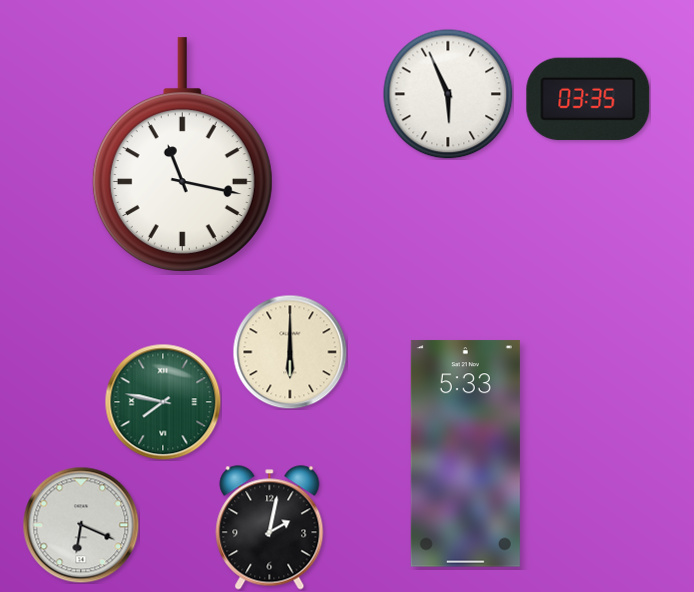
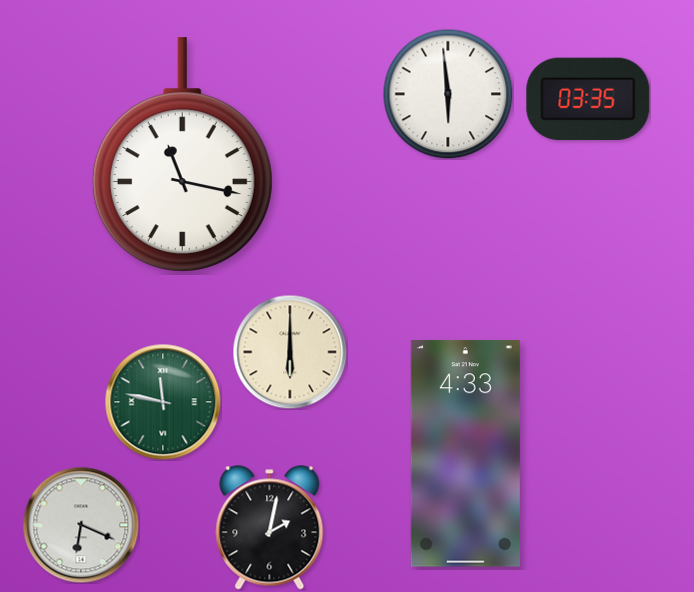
clock at (448, 94): 5:56 -> 5:59
clock at (163, 402): 7:47 -> 11:47
clock at (465, 454): 5:33 -> 4:33
